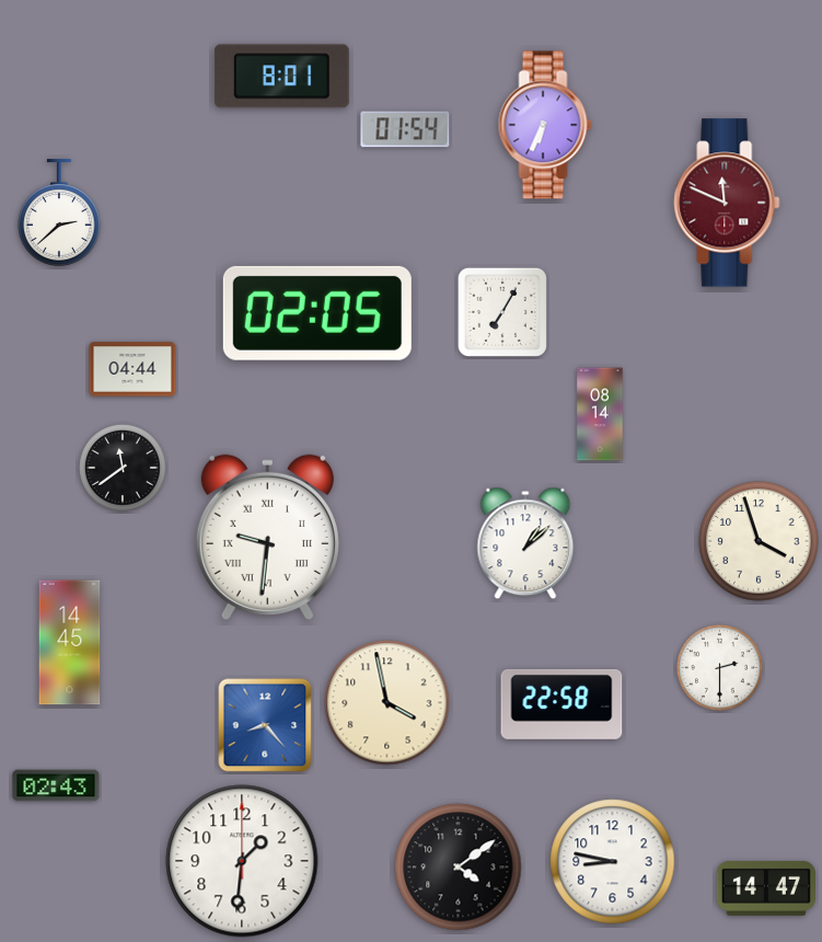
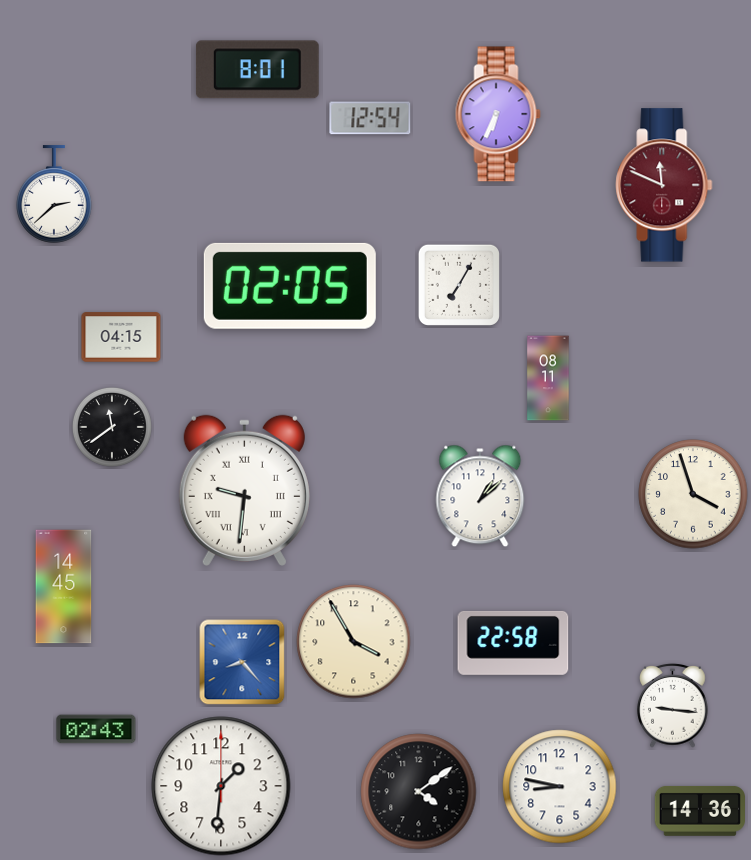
clock at (405, 129): 01:54 -> 12:54
clock at (132, 369): 04:44 -> 04:15
clock at (600, 414): 08:14 -> 08:11
clock at (719, 667): 2:30 -> none
clock at (387, 703): 3:58 -> 3:55
clock at (673, 705): none -> 9:16
clock at (56, 785) position: (56, 785) -> (96, 729)
clock at (765, 888): 14:47 -> 14:36
